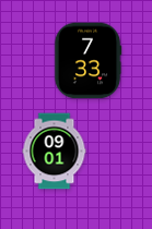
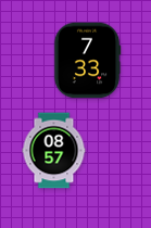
clock at (55, 152): 09:01 -> 08:57
